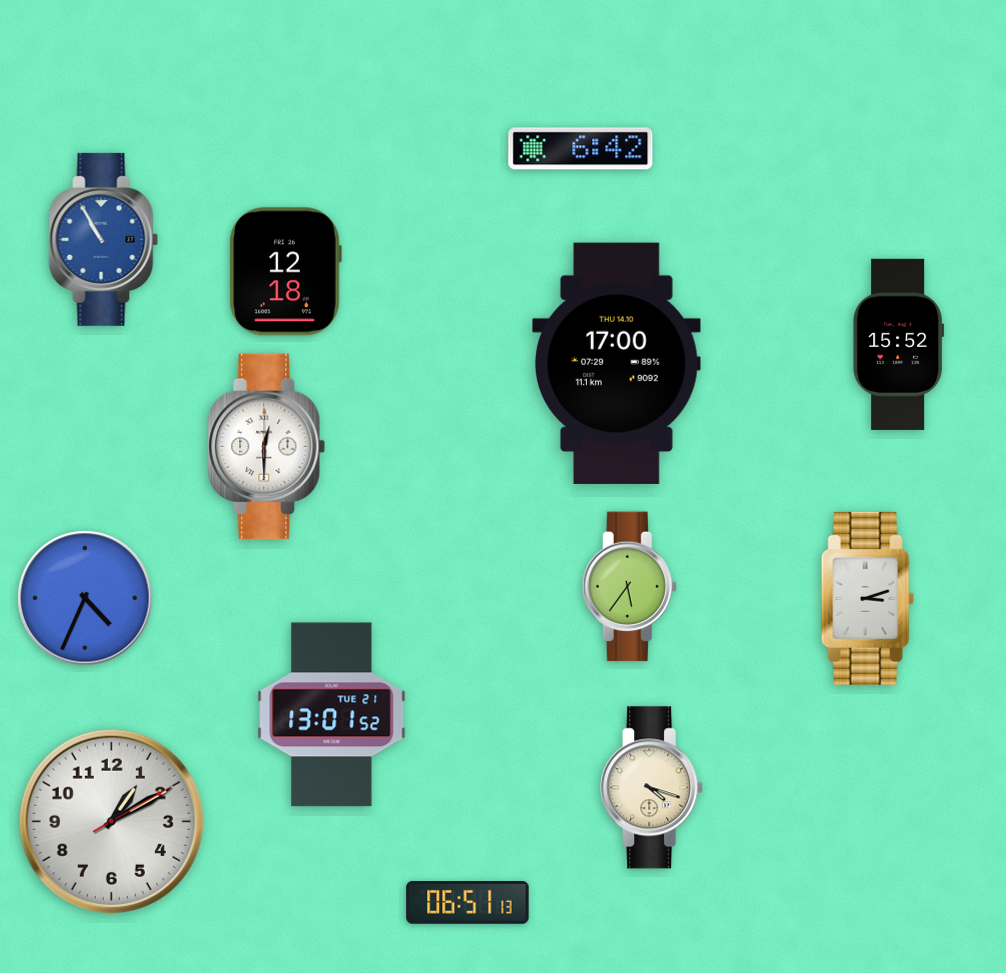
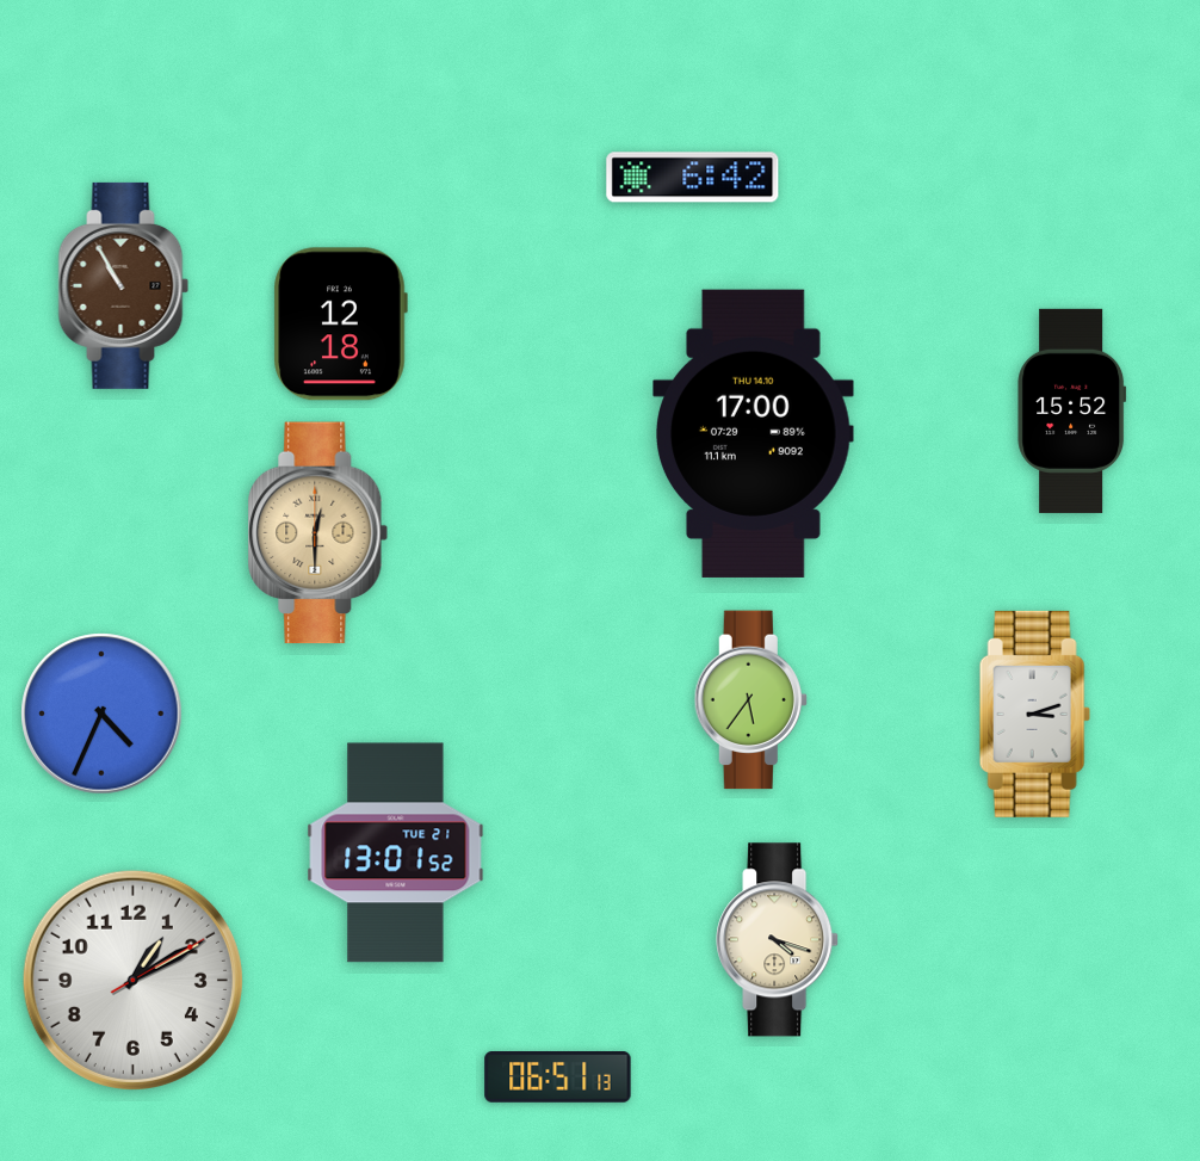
clock at (104, 239) dial: blue -> brown
clock at (617, 363) position: (617, 363) -> (754, 433)
clock at (267, 447) dial: white -> champagne
